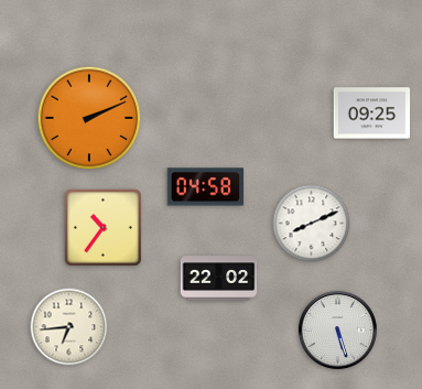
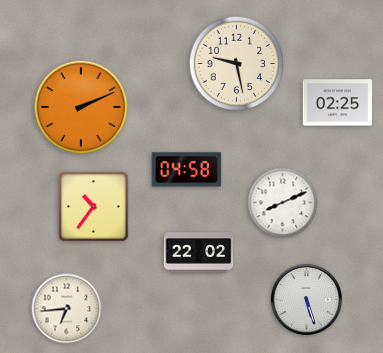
clock at (237, 64): none -> 9:28
clock at (372, 114): 09:25 -> 02:25
clock at (69, 327) position: (69, 327) -> (67, 309)
